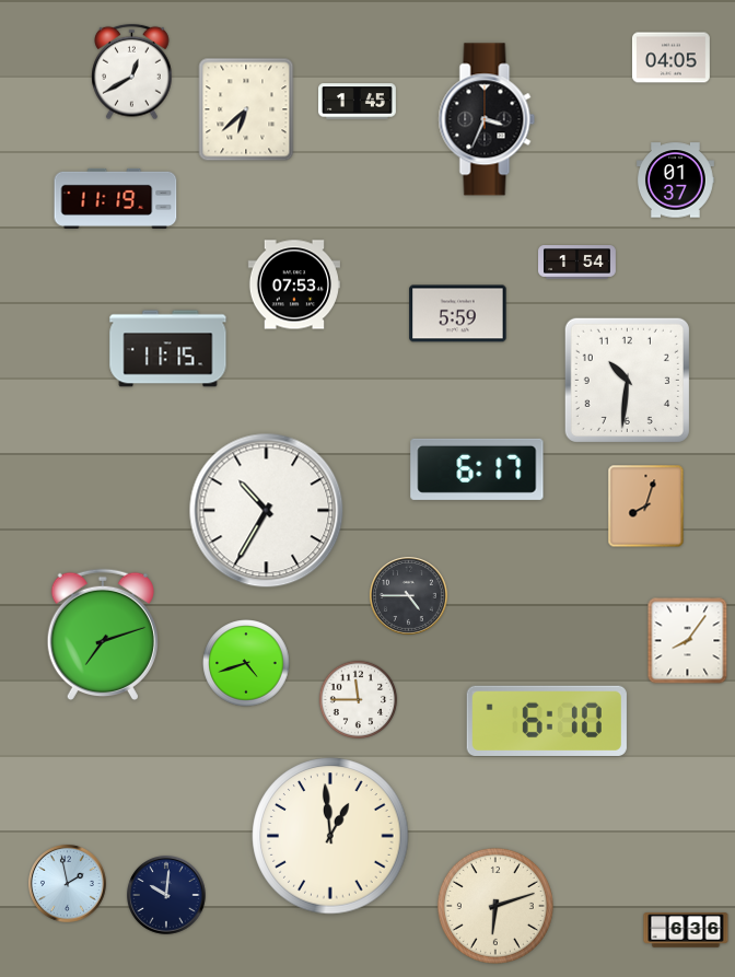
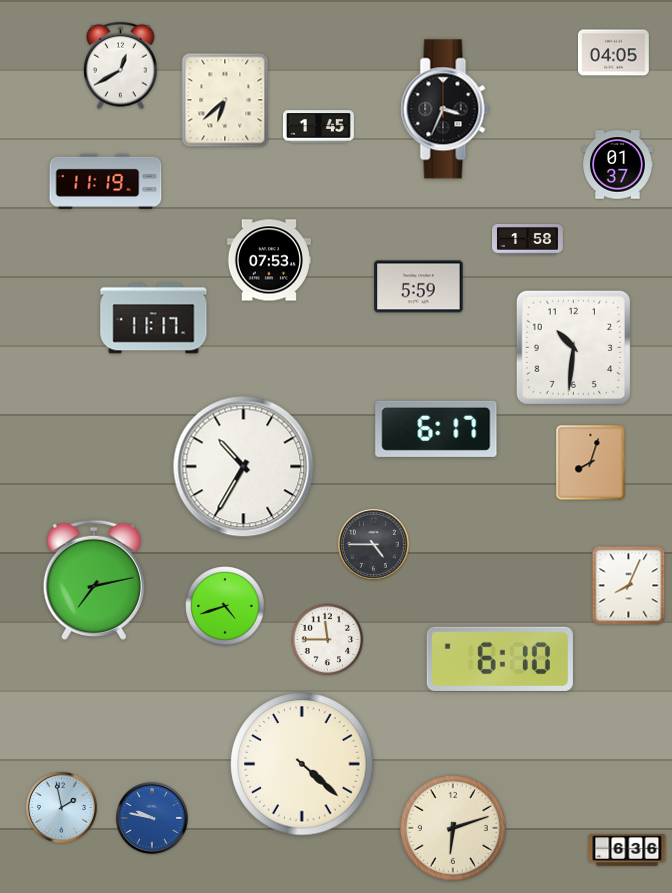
clock at (358, 102) position: (358, 102) -> (319, 127)
clock at (577, 263): 1:54 -> 1:58
clock at (168, 349): 11:15 -> 11:17
clock at (103, 633): 7:12 -> 7:13
clock at (688, 641): 8:06 -> 8:04
clock at (330, 836): 12:59 -> 4:22
clock at (167, 896): 10:01 -> 9:47
clock at (167, 896) dial: navy -> blue
